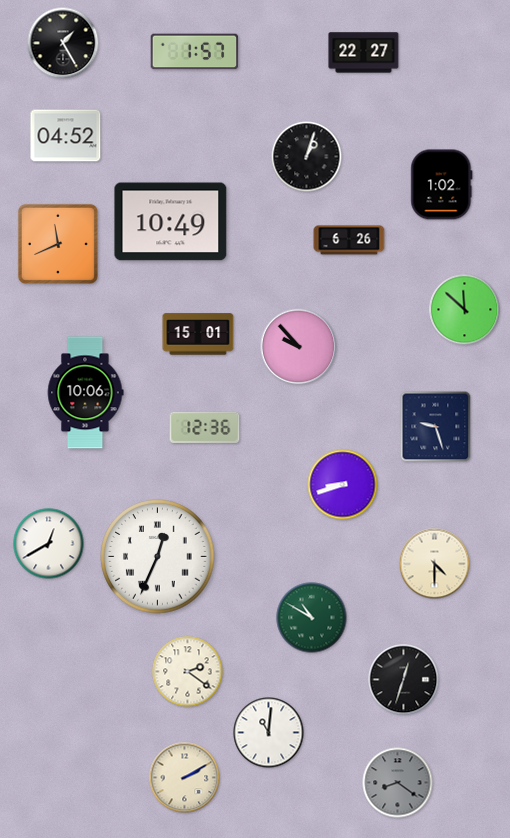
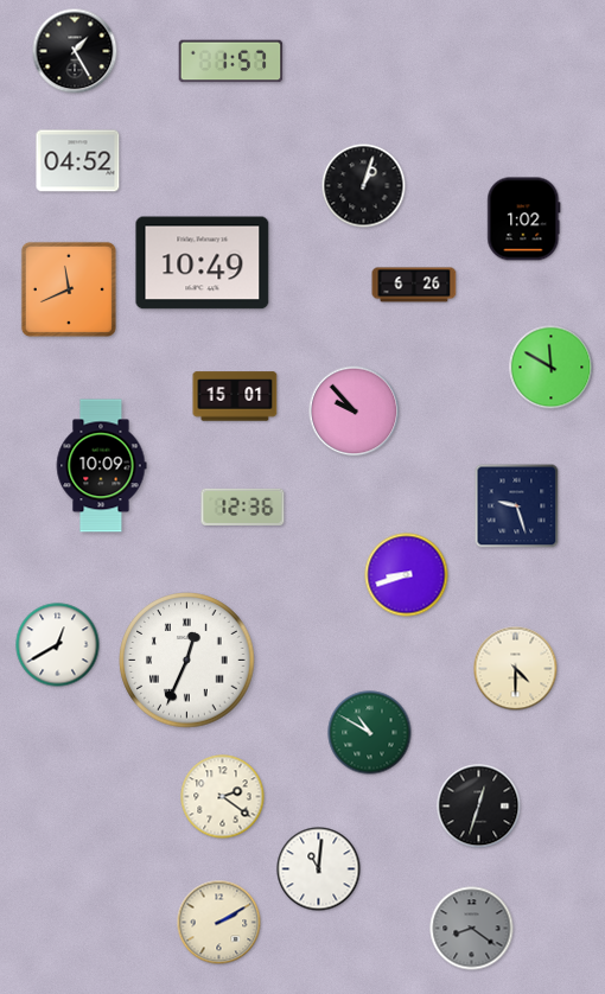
clock at (364, 53): 22:27 -> none
clock at (465, 310): 11:52 -> 11:50
clock at (85, 393): 10:06 -> 10:09
